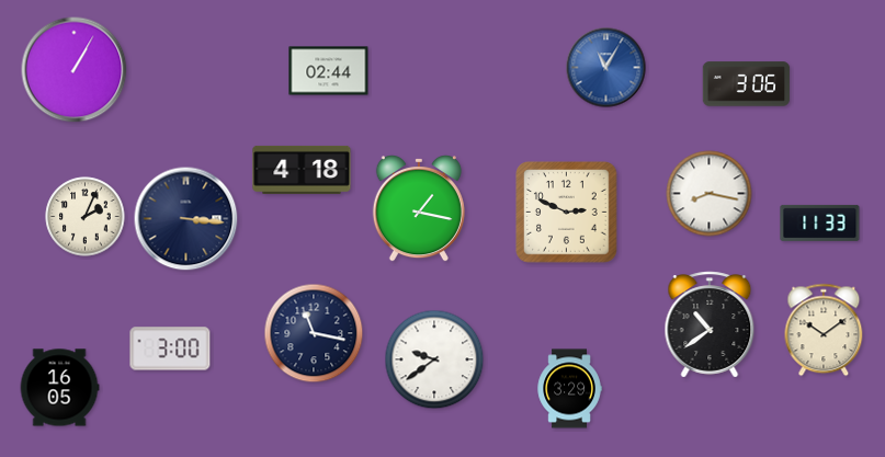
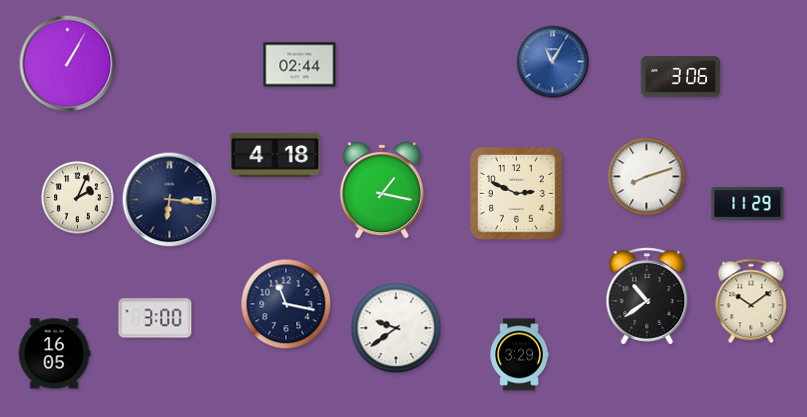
clock at (710, 194): 8:17 -> 8:12
clock at (186, 219): 3:16 -> 6:16
clock at (820, 222): 11:33 -> 11:29
